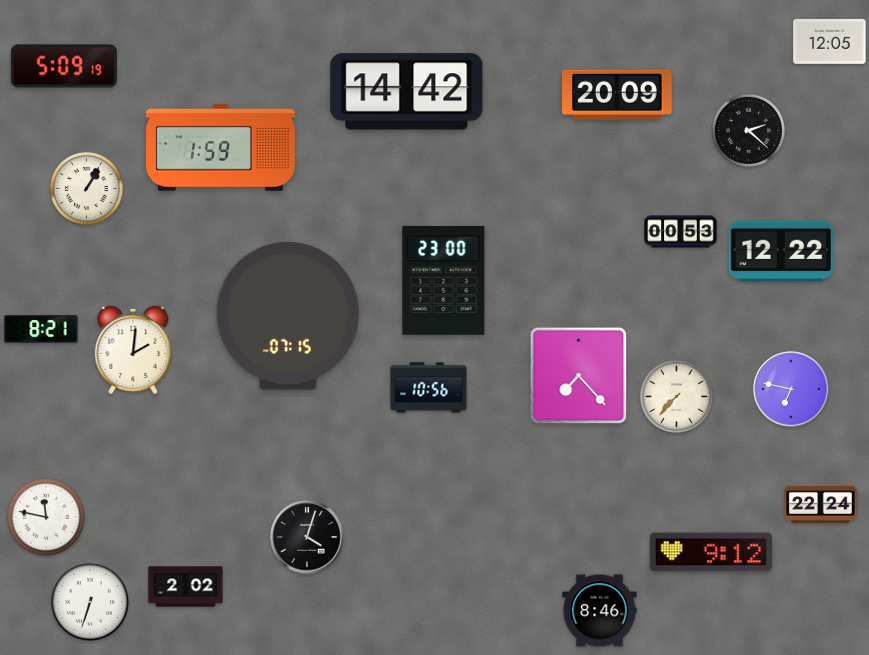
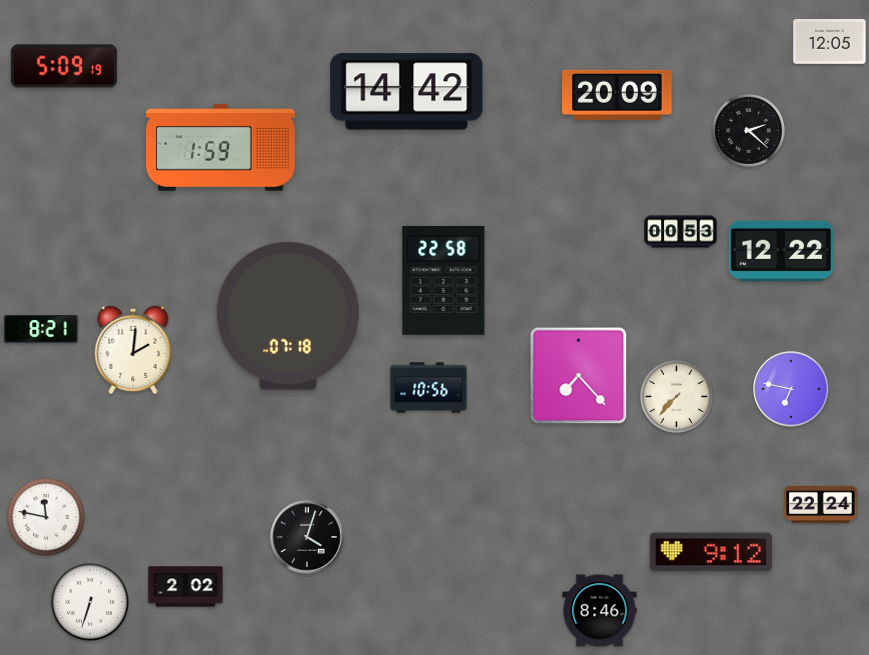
clock at (86, 188): 1:05 -> none
clock at (444, 281): 23:00 -> 22:58
clock at (288, 316): 07:15 -> 07:18
